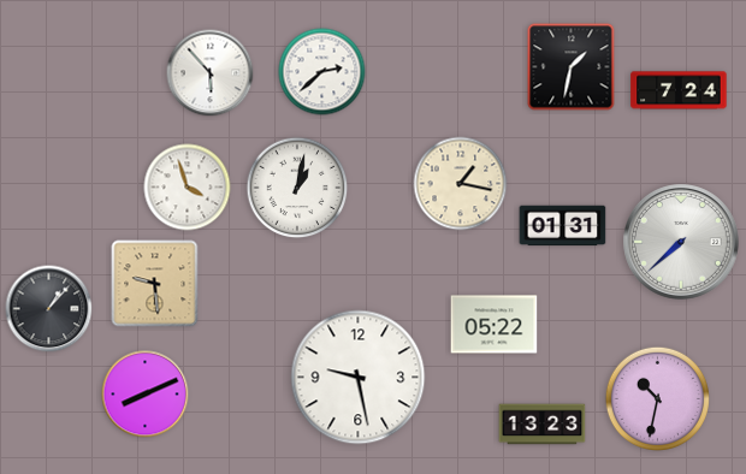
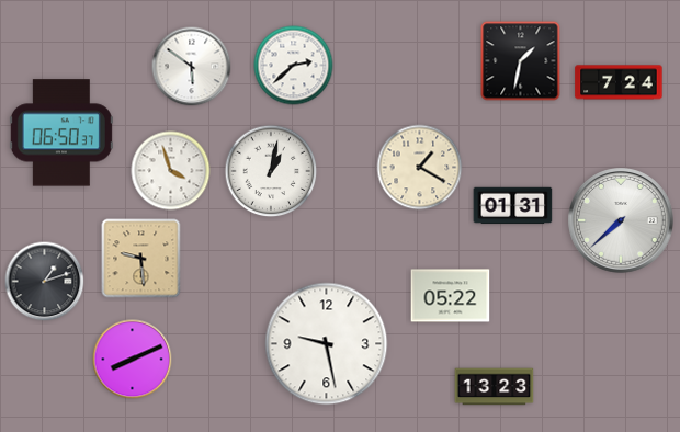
clock at (211, 73): 5:53 -> 5:51
clock at (61, 133): none -> 06:50
clock at (461, 184): 1:17 -> 1:20
clock at (49, 309): 1:07 -> 1:12
clock at (657, 398): 10:32 -> none
